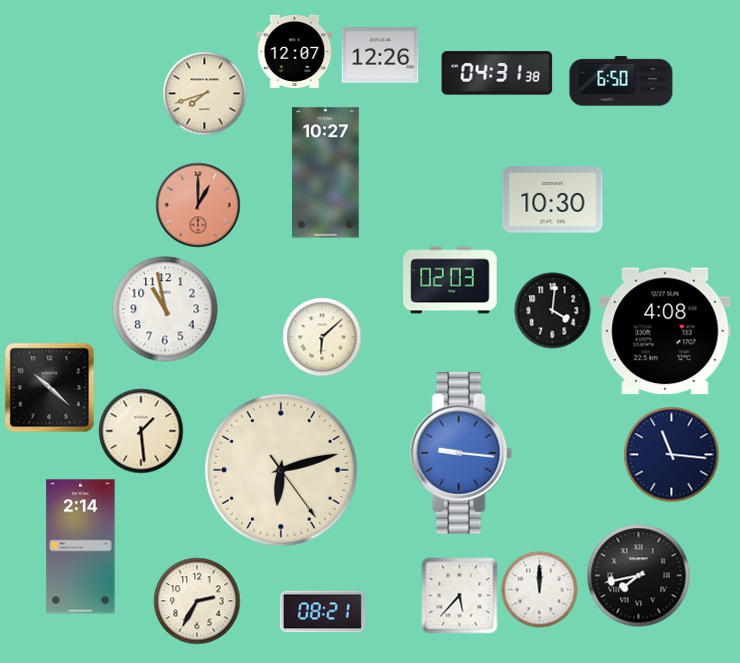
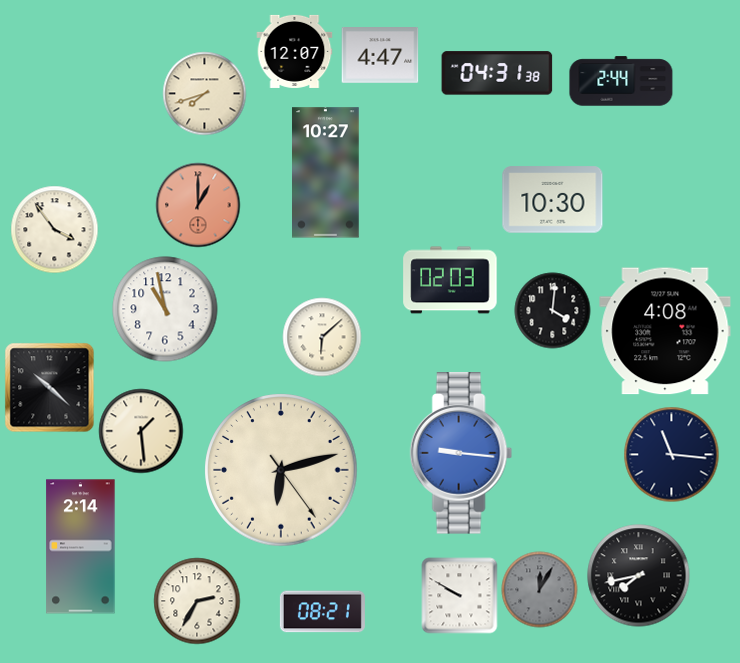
clock at (380, 56): 12:26 -> 4:47
clock at (621, 81): 6:50 -> 2:44
clock at (55, 230): none -> 3:54
clock at (540, 590): 12:00 -> 12:05
clock at (540, 590) dial: white -> grey
clock at (460, 596): 5:37 -> 9:50
